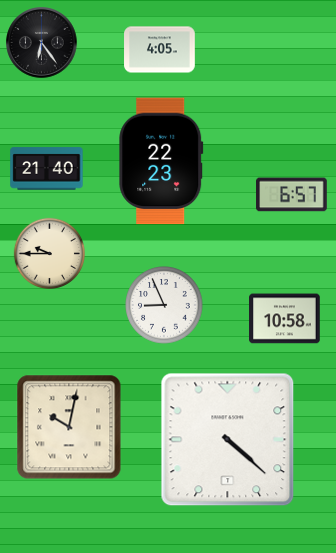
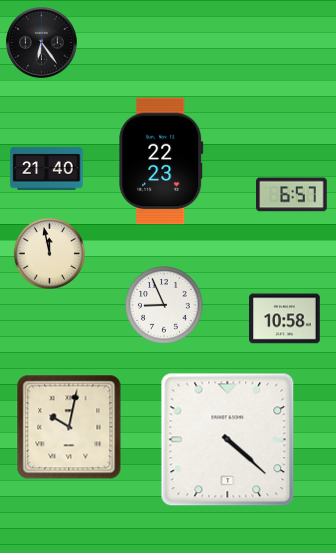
clock at (160, 50): 4:05 -> none
clock at (49, 253): 9:45 -> 11:58
